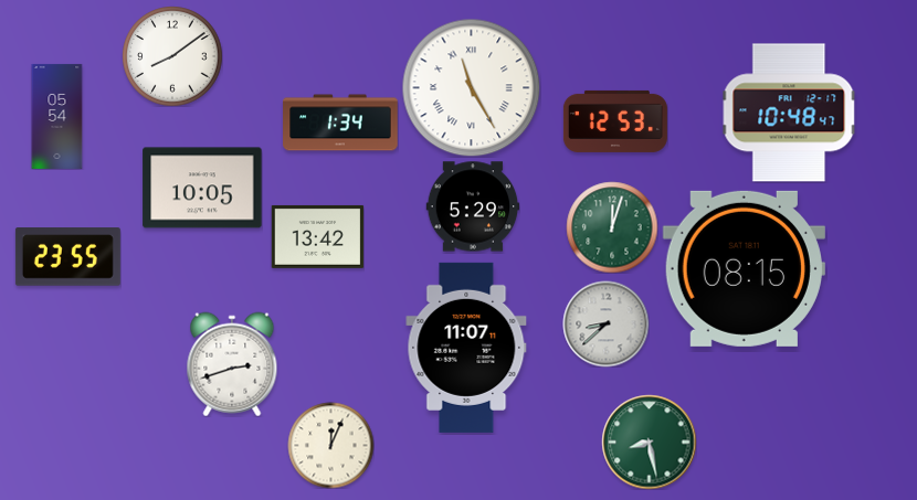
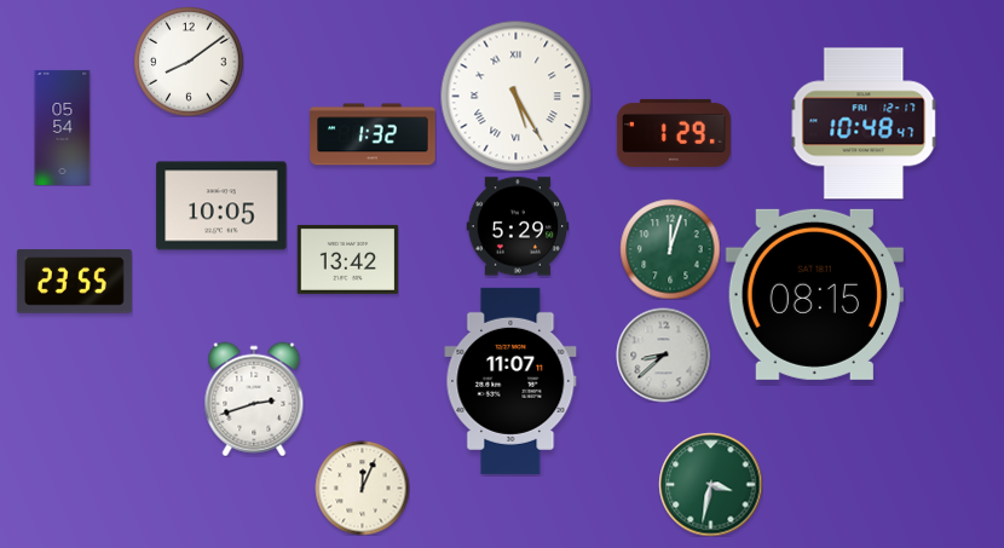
clock at (471, 87): 11:25 -> 5:25
clock at (615, 121): 12:53 -> 1:29
clock at (340, 123): 1:34 -> 1:32
clock at (649, 442): 8:28 -> 3:32
